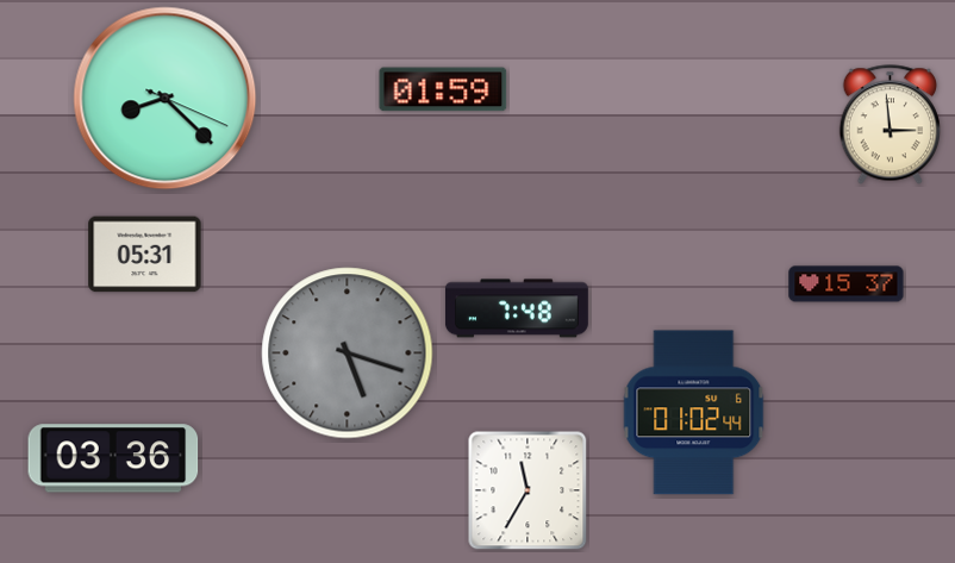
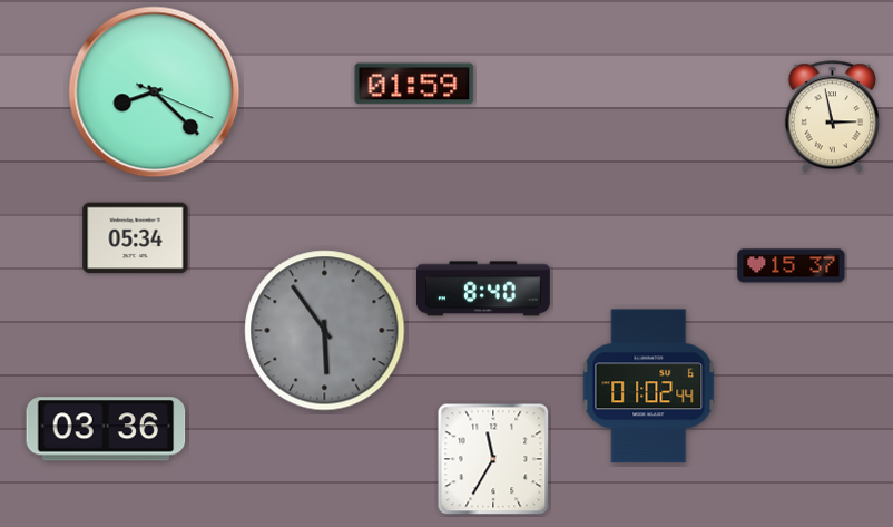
clock at (890, 125): 2:59 -> 2:58
clock at (145, 255): 05:31 -> 05:34
clock at (517, 308): 7:48 -> 8:40
clock at (348, 354): 5:18 -> 5:54
